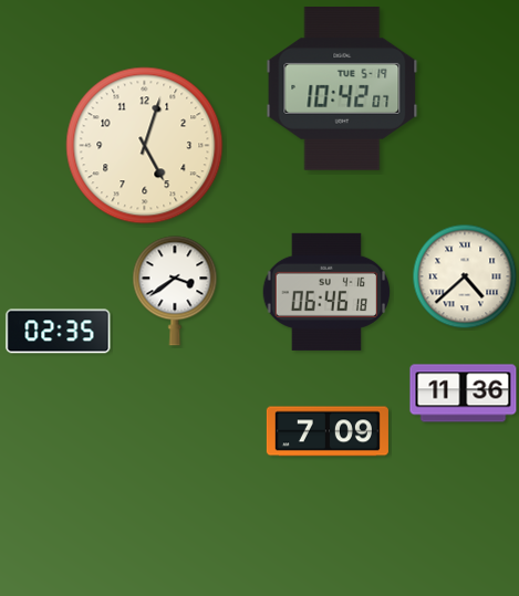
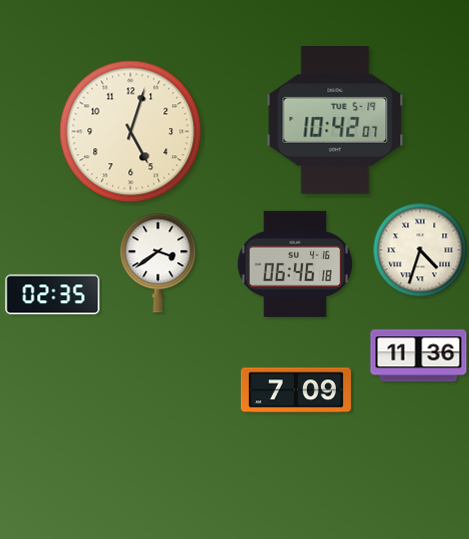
clock at (342, 90) position: (342, 90) -> (335, 121)
clock at (465, 276): 4:38 -> 4:33
clock at (59, 332) position: (59, 332) -> (53, 295)
